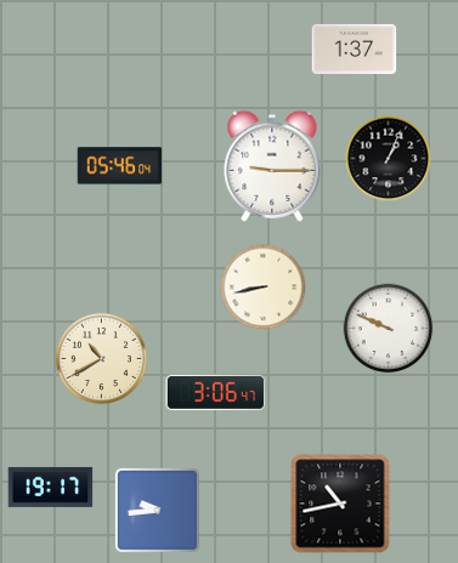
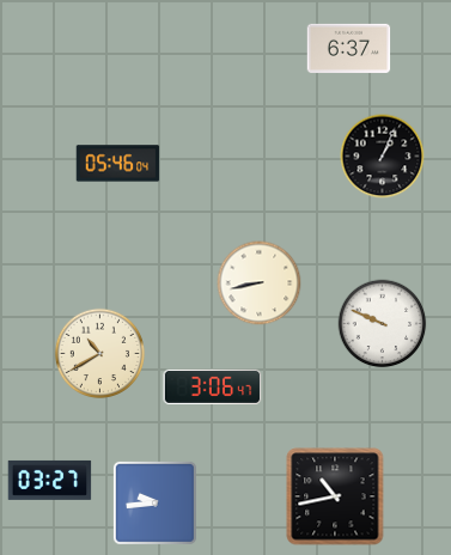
clock at (355, 49): 1:37 -> 6:37
clock at (272, 166): 9:15 -> none
clock at (51, 487): 19:17 -> 03:27
